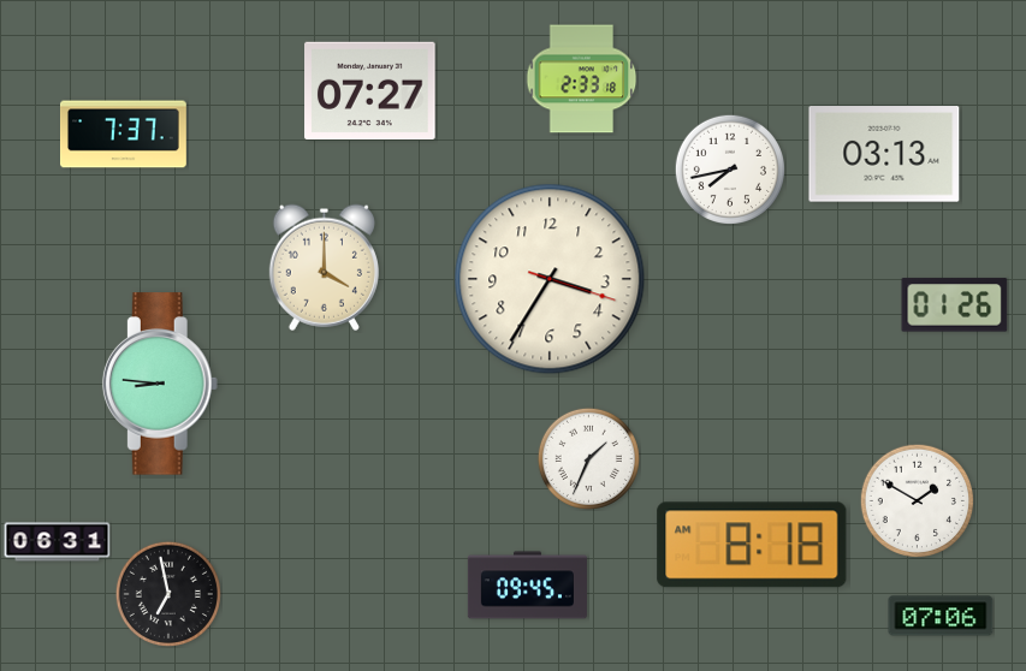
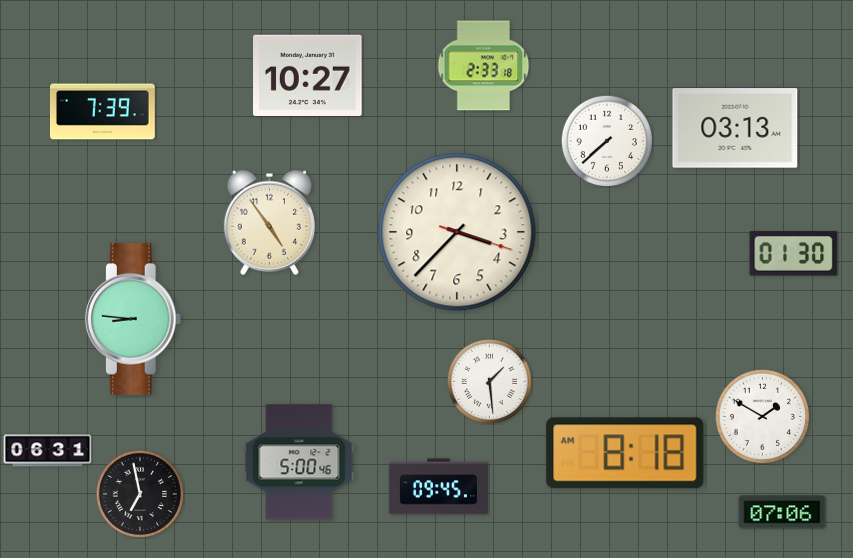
clock at (370, 90): 07:27 -> 10:27
clock at (124, 135): 7:37 -> 7:39
clock at (729, 168): 7:43 -> 7:38
clock at (324, 267): 4:00 -> 4:54
clock at (550, 279): 3:35 -> 3:37
clock at (955, 305): 01:26 -> 01:30
clock at (588, 458): 1:34 -> 1:29
clock at (299, 462): none -> 5:00
